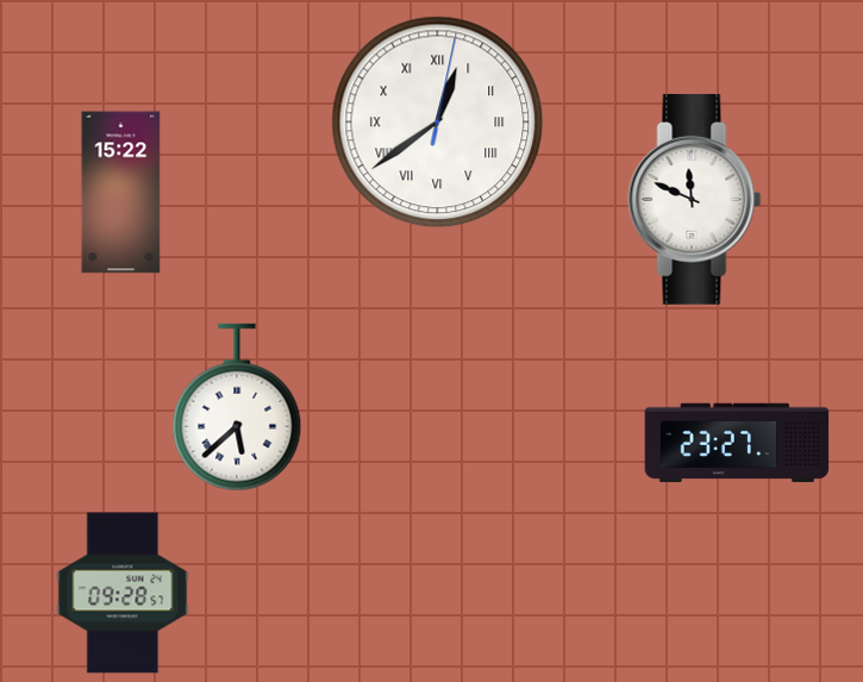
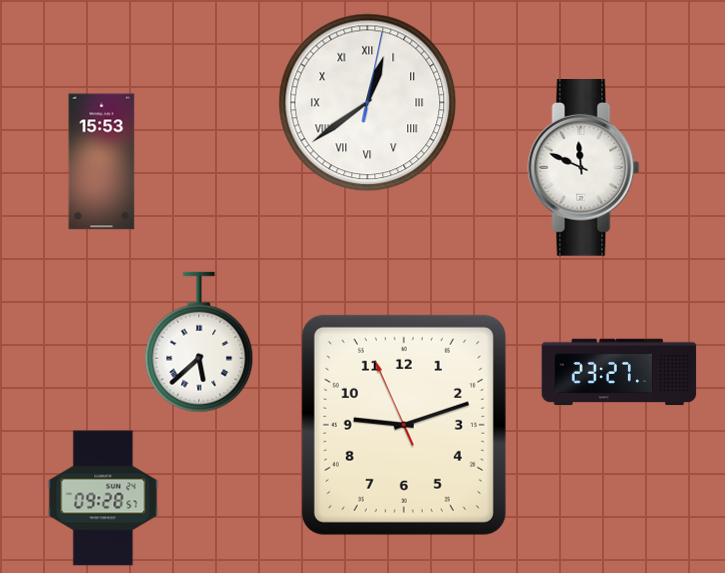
clock at (121, 193): 15:22 -> 15:53
clock at (404, 425): none -> 9:11
